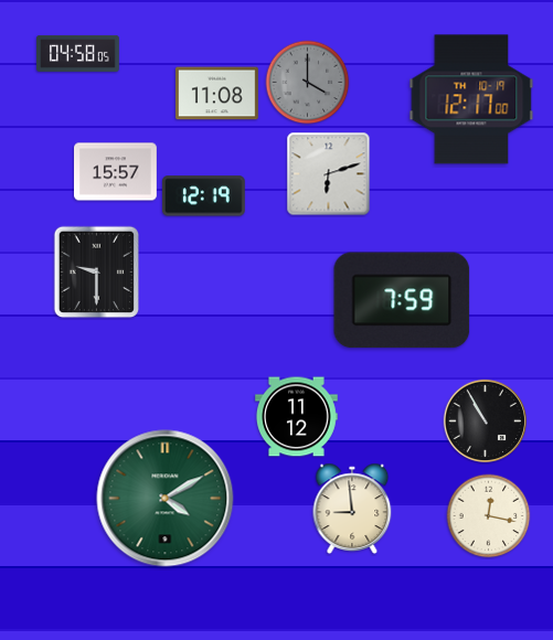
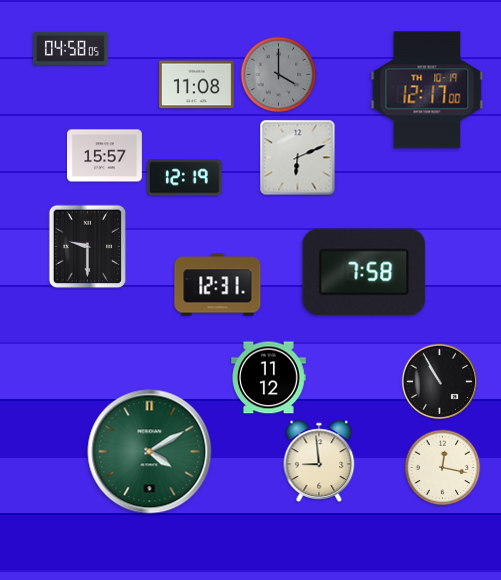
clock at (329, 174): 6:12 -> 6:11
clock at (402, 300): 7:59 -> 7:58
clock at (218, 285): none -> 12:31
